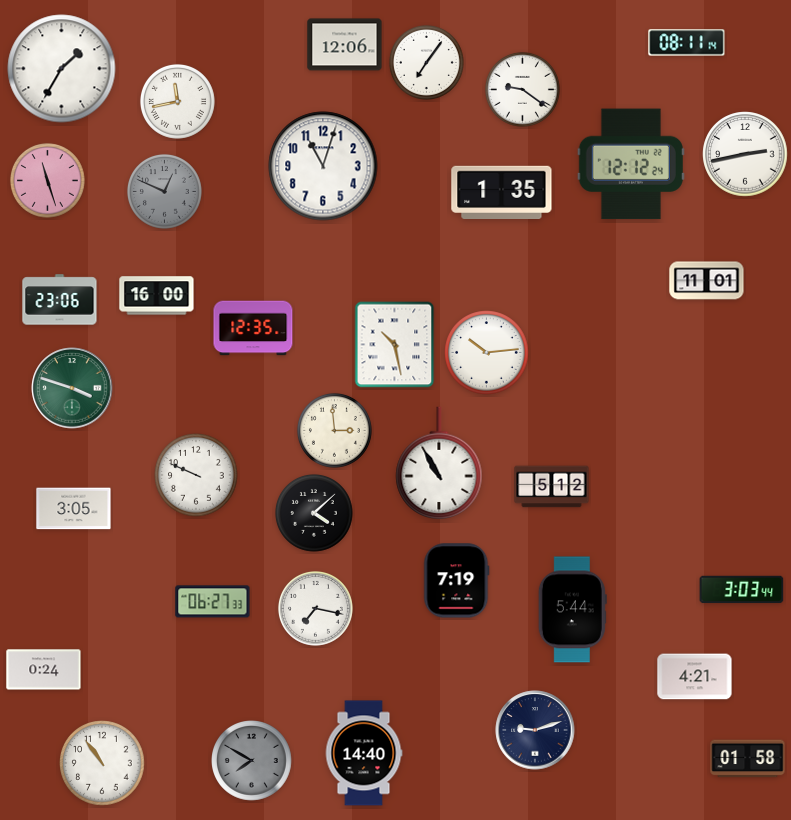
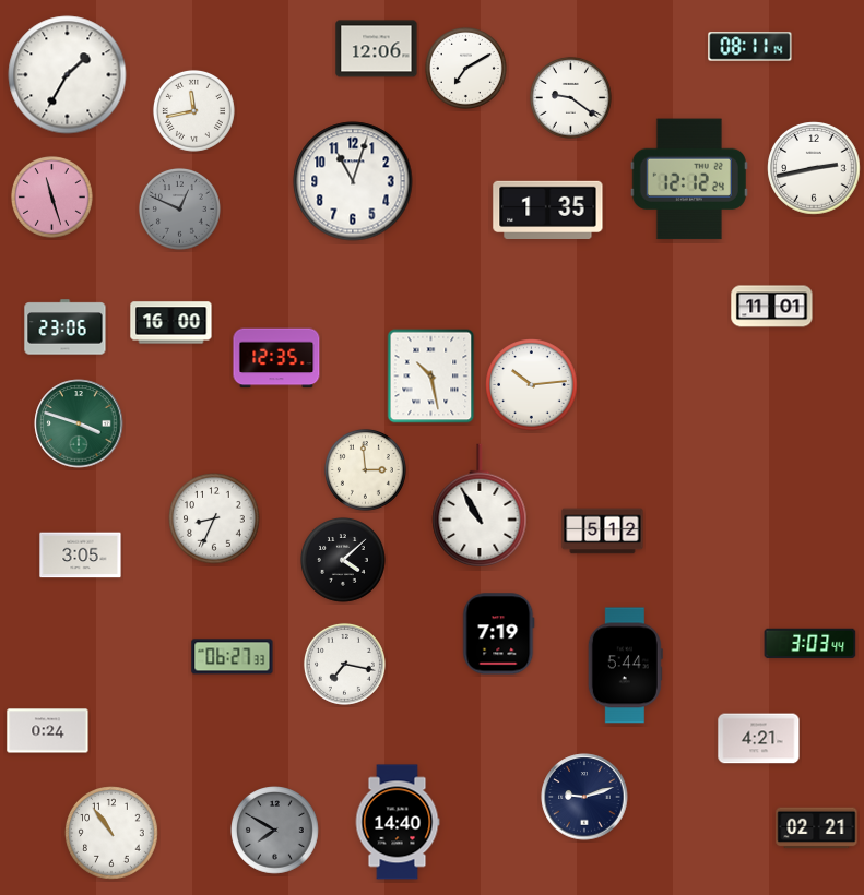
clock at (426, 62): 7:06 -> 7:10
clock at (196, 475): 9:49 -> 8:34
clock at (748, 759): 01:58 -> 02:21
